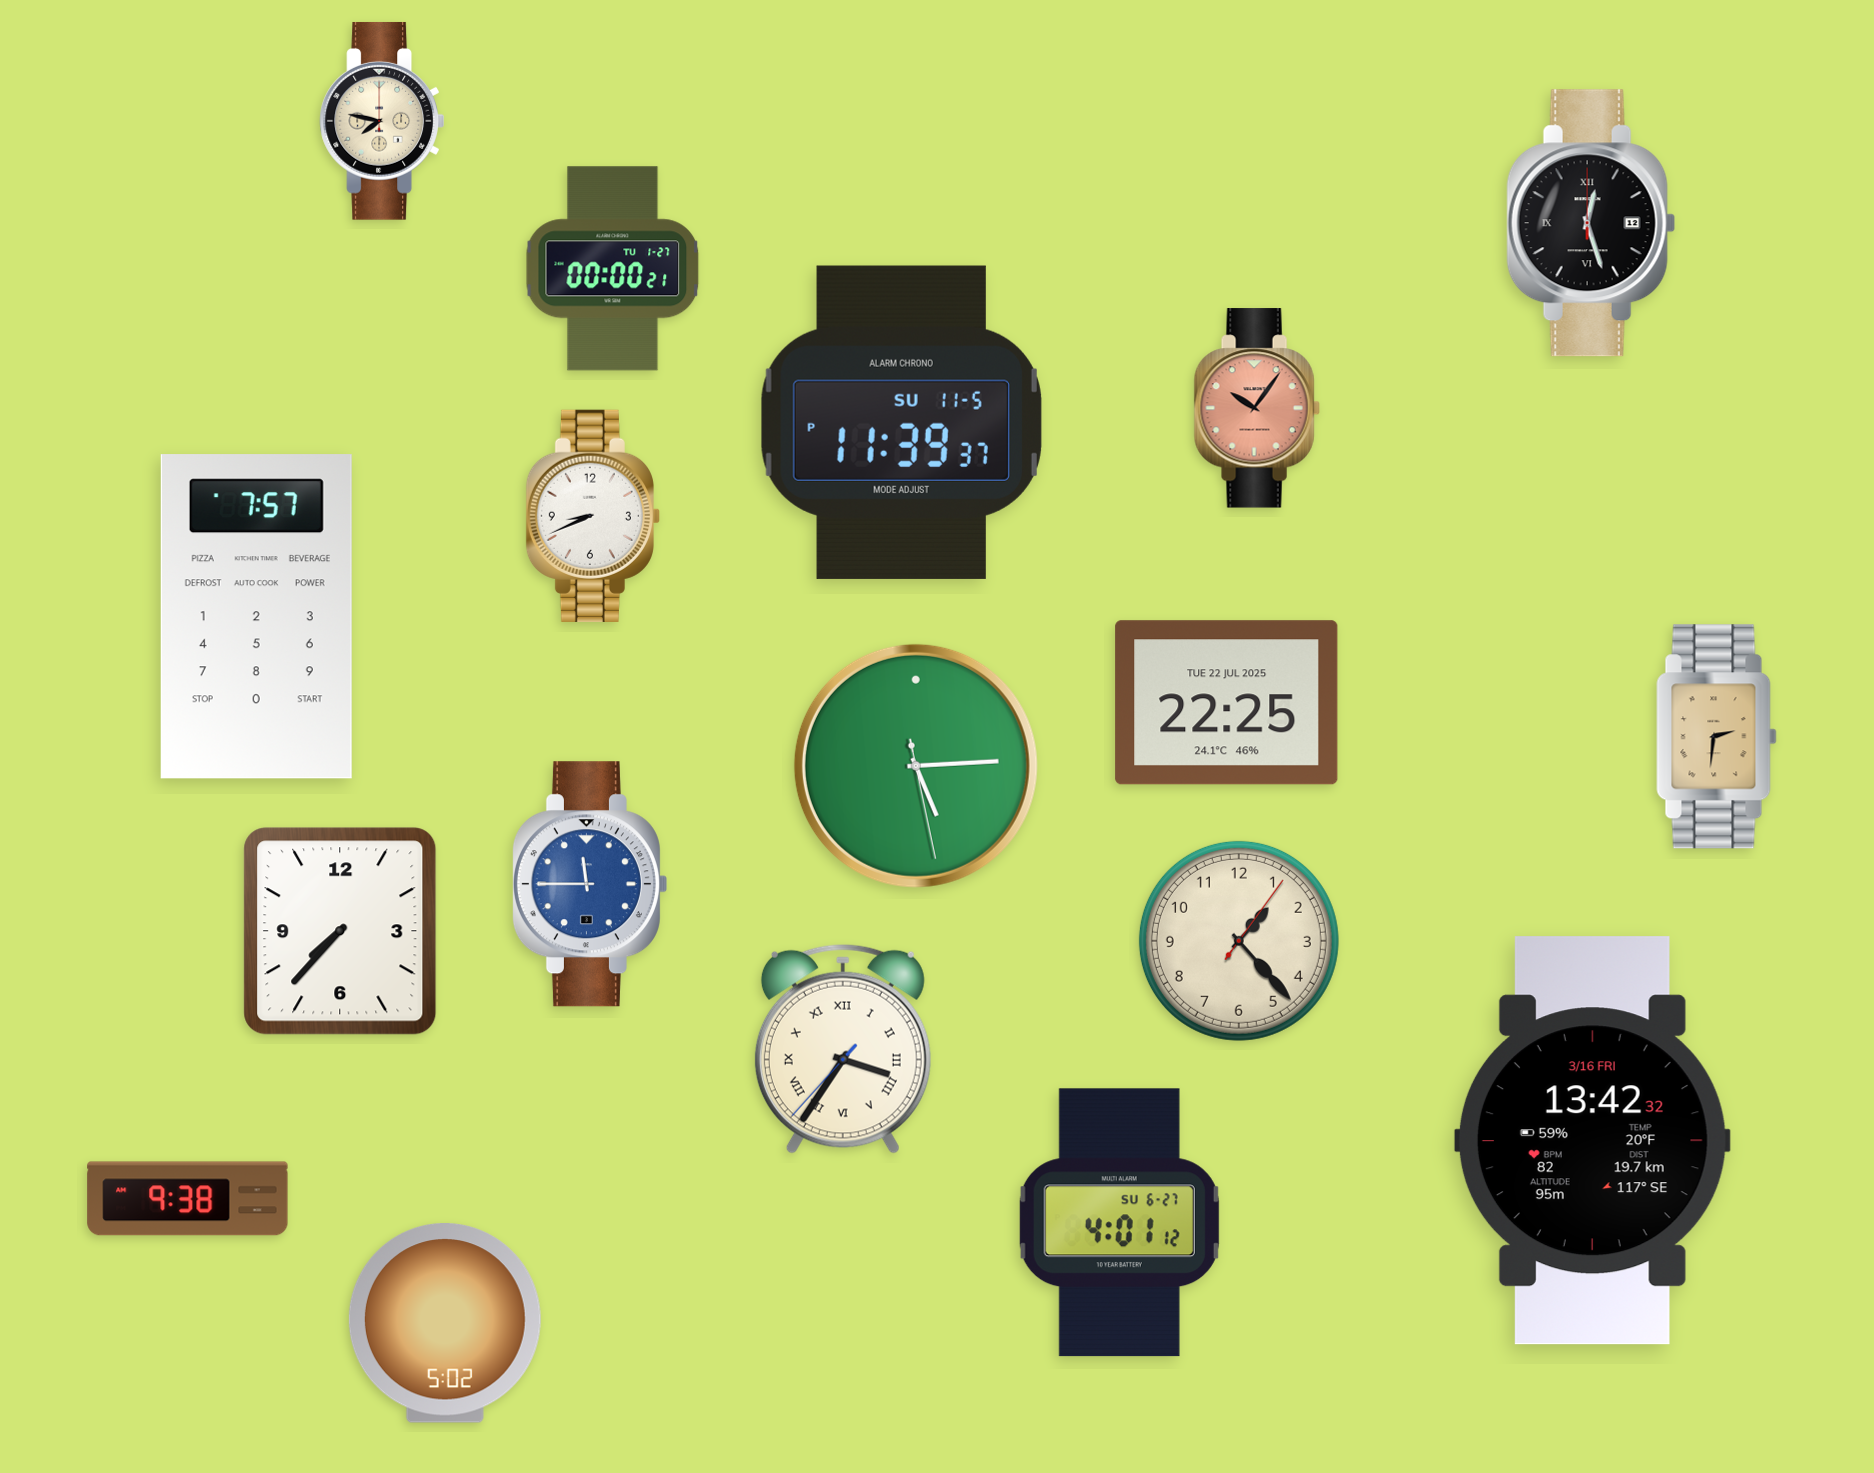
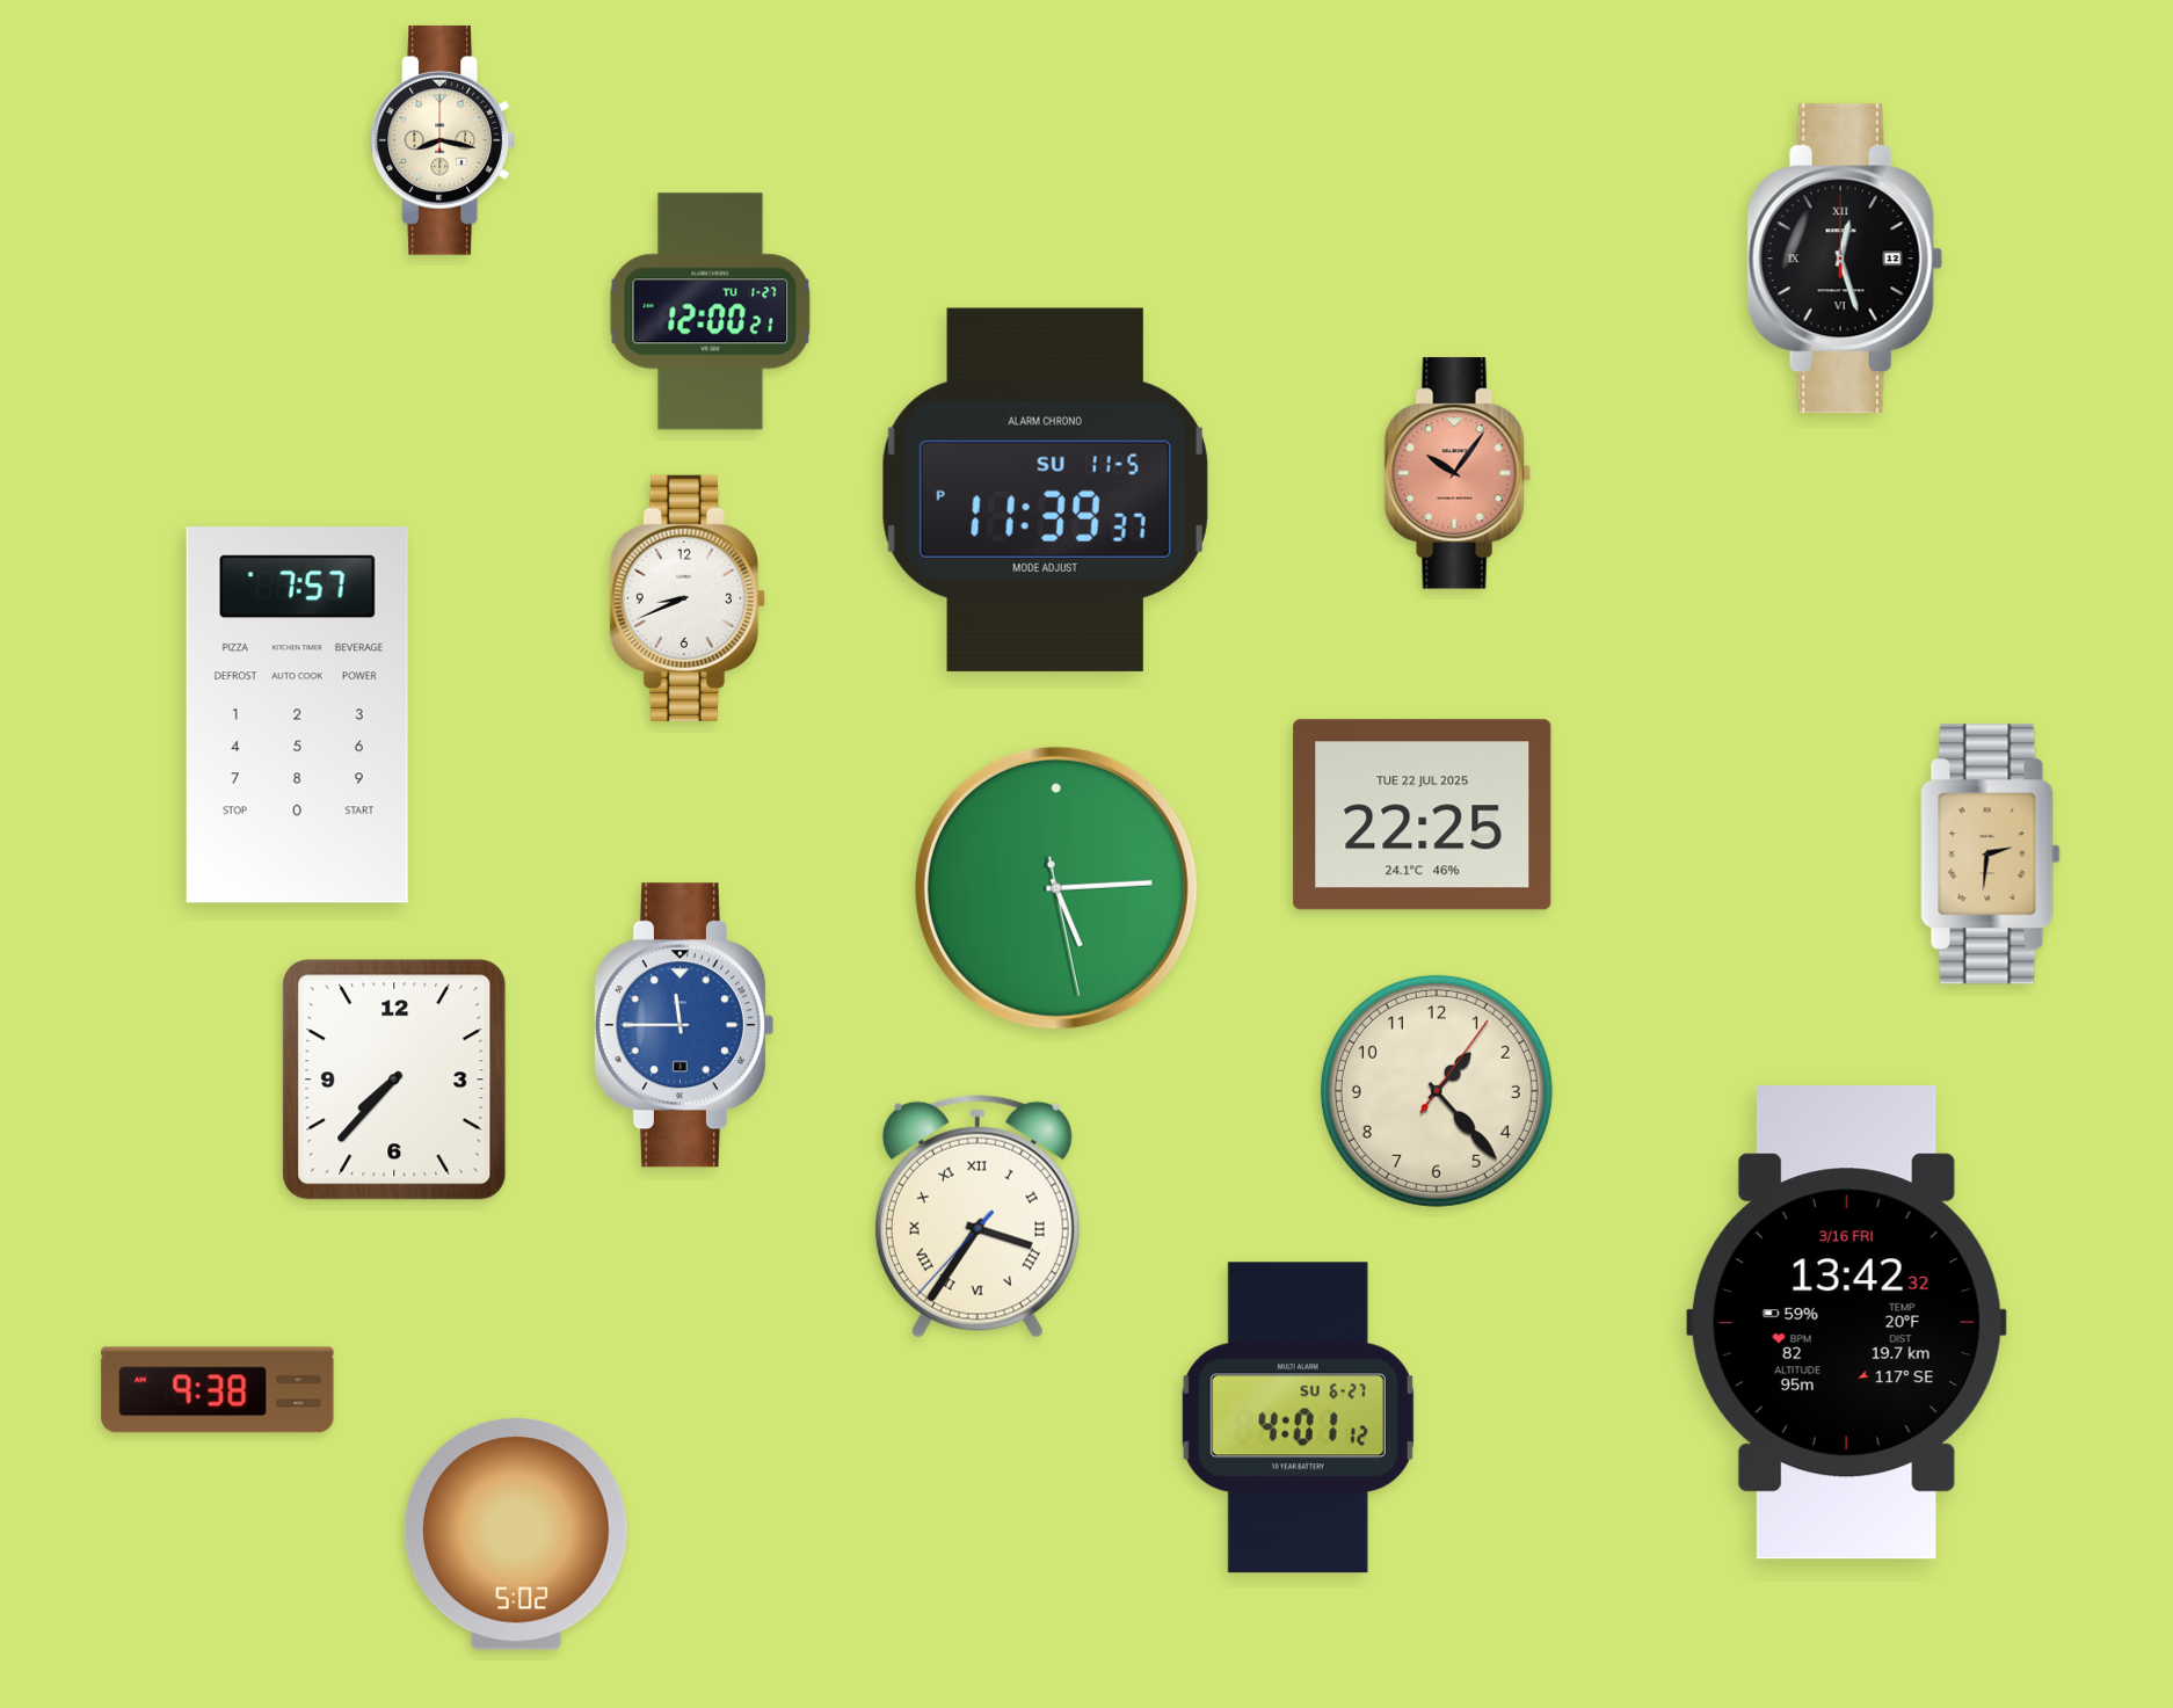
clock at (381, 121): 7:47 -> 8:17
clock at (613, 269): 00:00 -> 12:00
clock at (916, 766) position: (916, 766) -> (1056, 888)
